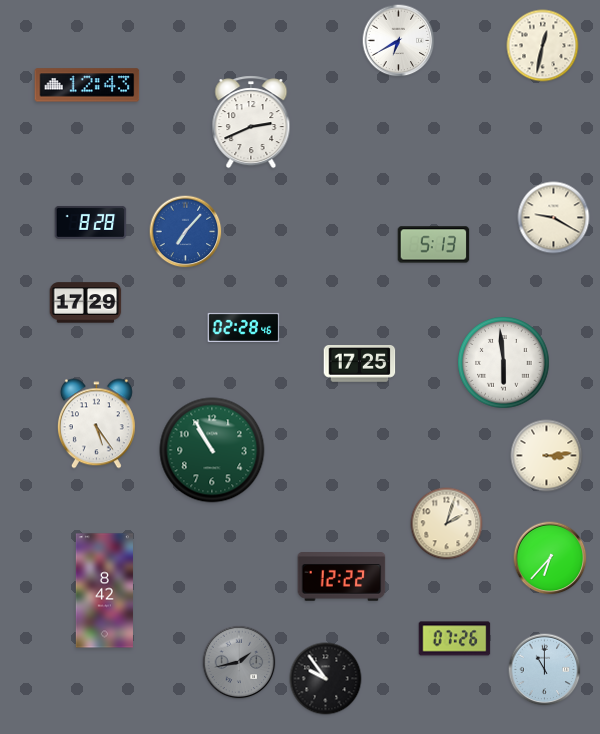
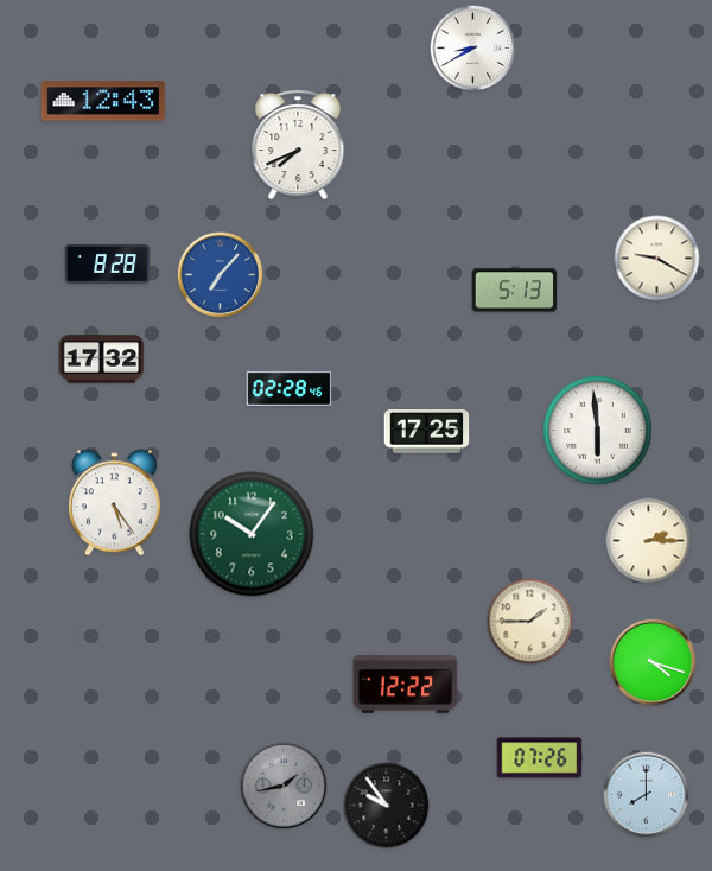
clock at (399, 41): 6:40 -> 8:40
clock at (543, 46): 12:32 -> none
clock at (251, 122): 2:41 -> 7:41
clock at (86, 303): 17:29 -> 17:32
clock at (212, 450): 10:55 -> 10:06
clock at (547, 456): 3:14 -> 2:15
clock at (447, 524): 2:03 -> 1:45
clock at (550, 558): 6:37 -> 4:18
clock at (104, 591): 8:42 -> none
clock at (545, 670): 11:00 -> 8:00
